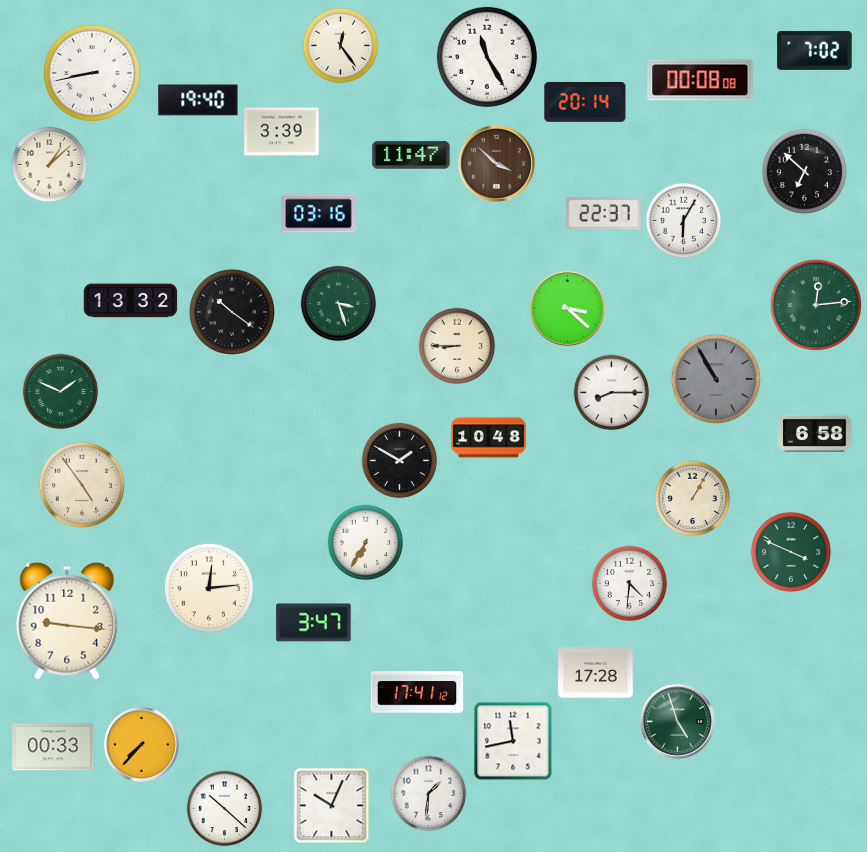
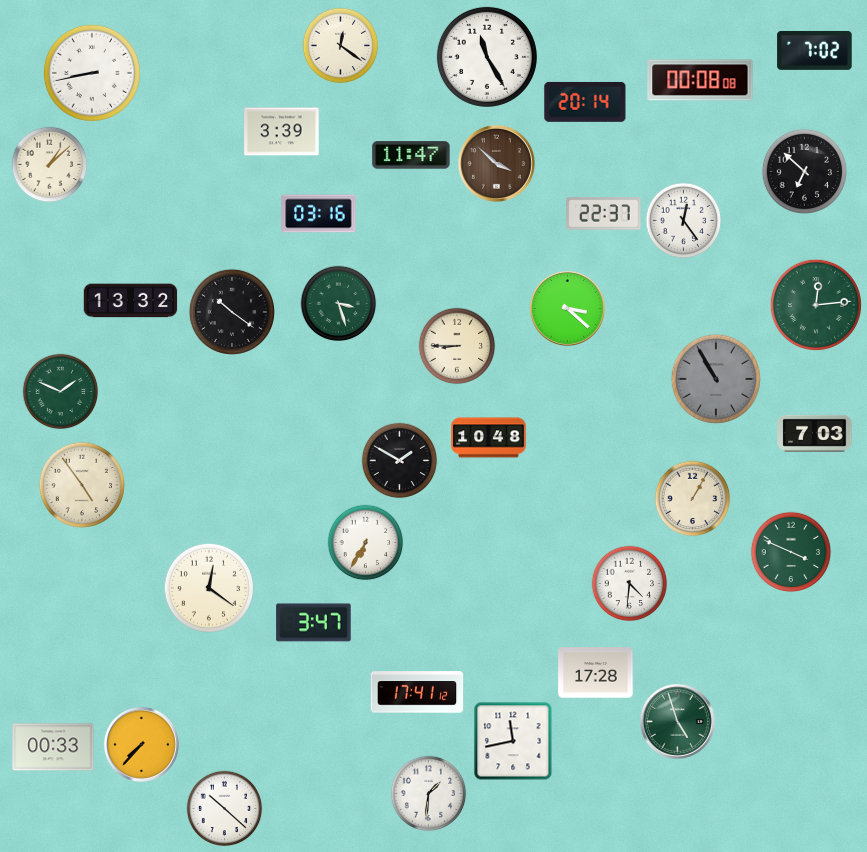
clock at (341, 46): 12:24 -> 12:21
clock at (198, 100): 19:40 -> none
clock at (684, 221): 6:05 -> 12:24
clock at (612, 393): 8:15 -> none
clock at (815, 433): 6:58 -> 7:03
clock at (209, 588): 12:14 -> 12:21
clock at (67, 621): 9:16 -> none
clock at (332, 806): 10:04 -> none
